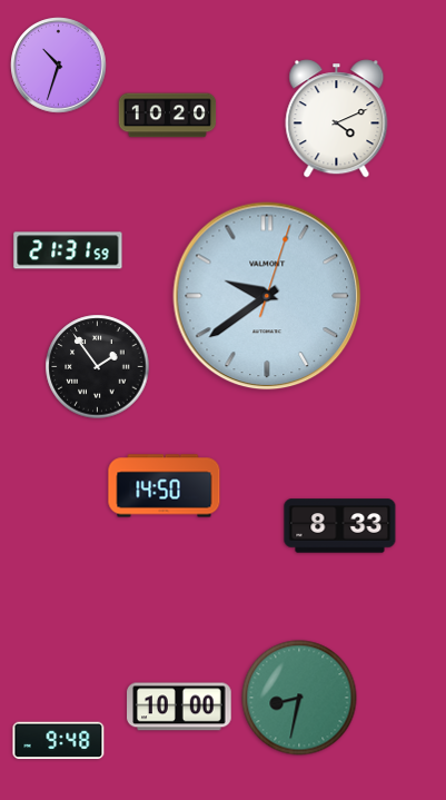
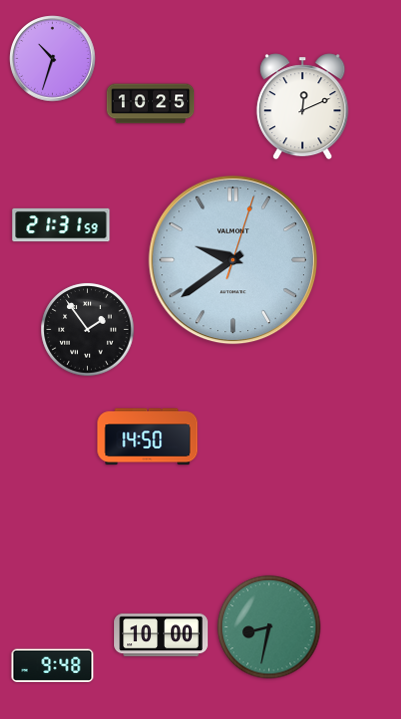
clock at (168, 116): 10:20 -> 10:25
clock at (337, 119): 4:11 -> 12:11
clock at (267, 296) position: (267, 296) -> (233, 260)
clock at (340, 526): 8:33 -> none
